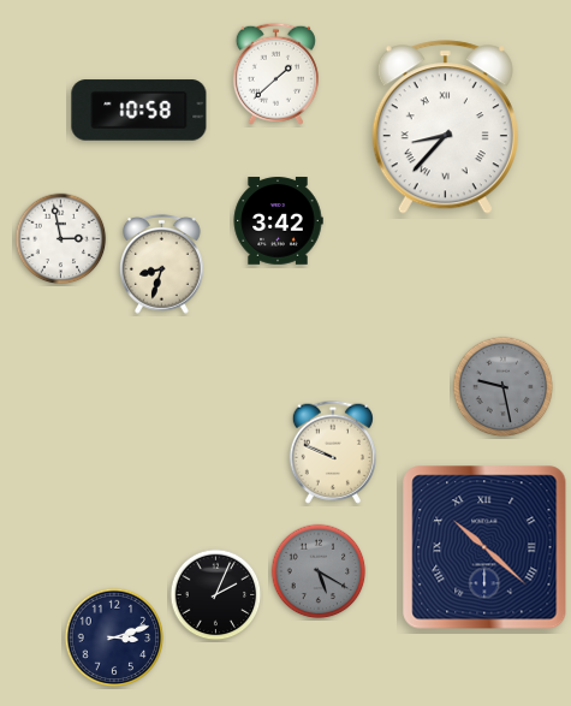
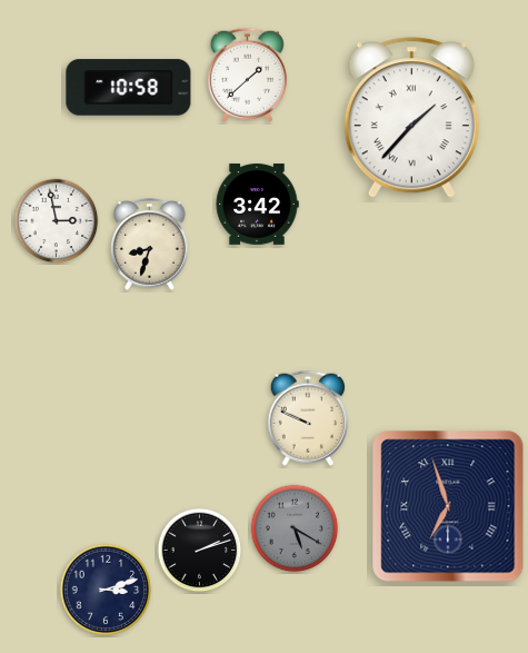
clock at (275, 73) position: (275, 73) -> (247, 75)
clock at (139, 111) position: (139, 111) -> (129, 88)
clock at (445, 127): 8:37 -> 1:37
clock at (504, 387): 9:28 -> none
clock at (484, 547): 10:22 -> 6:57
clock at (216, 595): 2:04 -> 2:12
